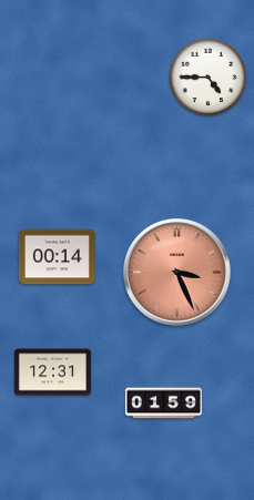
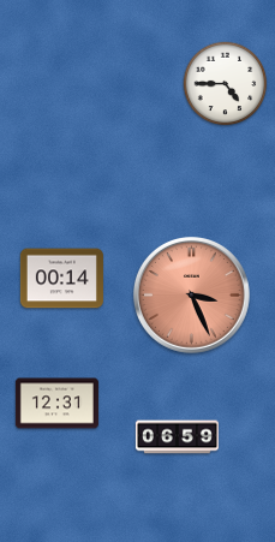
clock at (163, 404): 01:59 -> 06:59
